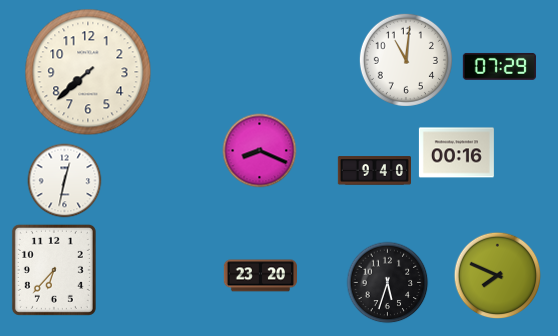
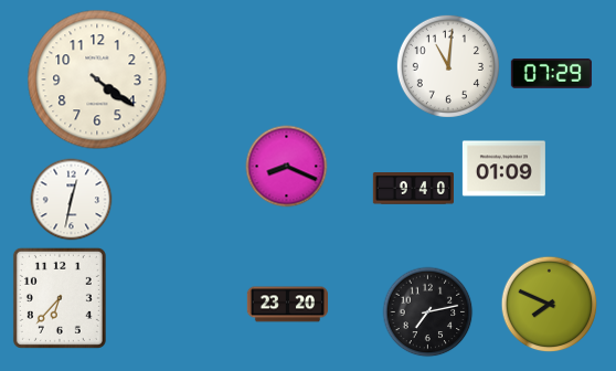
clock at (88, 72): 7:38 -> 4:21
clock at (456, 153): 00:16 -> 01:09
clock at (388, 283): 5:33 -> 7:13
